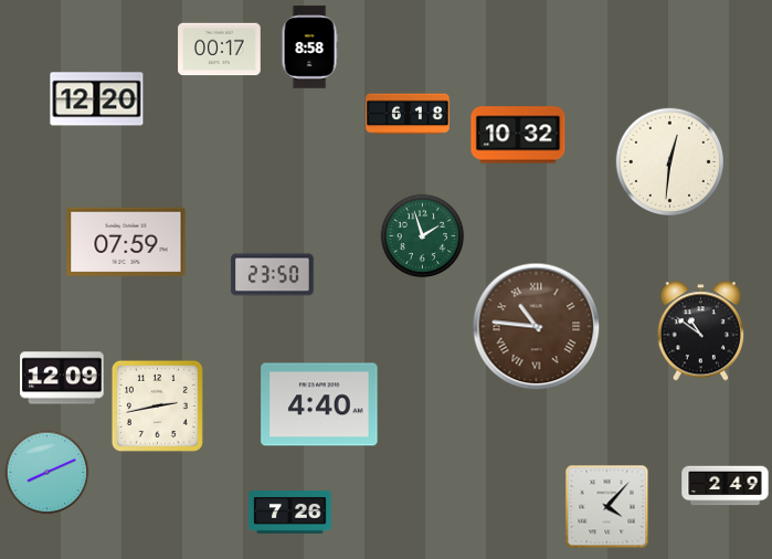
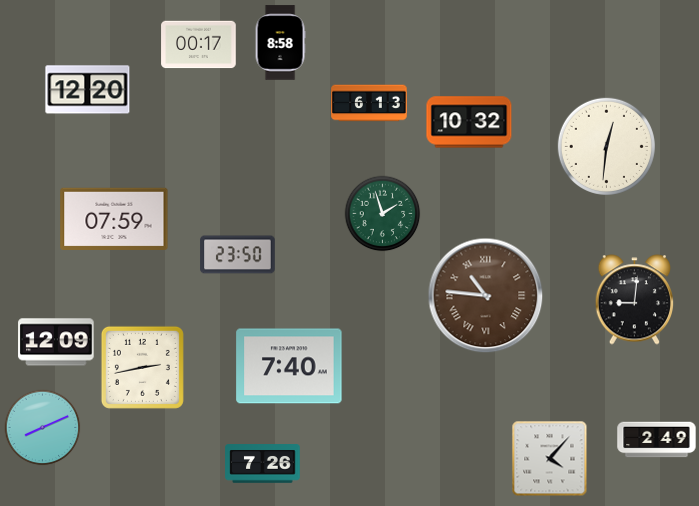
clock at (408, 114): 6:18 -> 6:13
clock at (273, 275) position: (273, 275) -> (238, 255)
clock at (701, 331): 10:51 -> 9:01
clock at (319, 404): 4:40 -> 7:40
